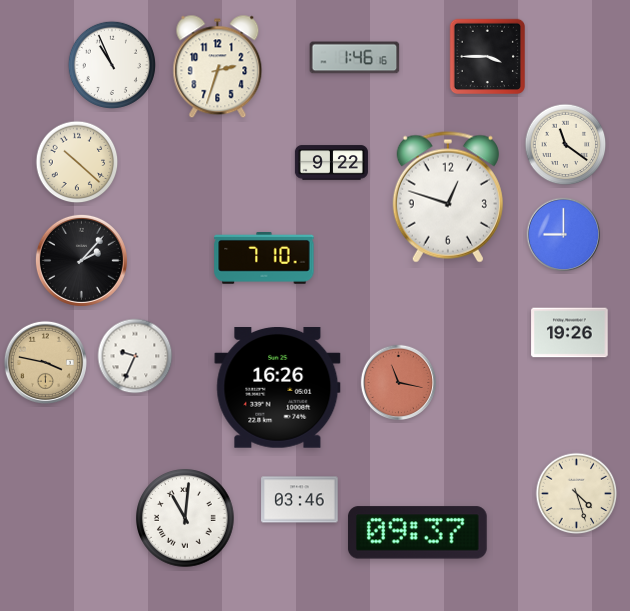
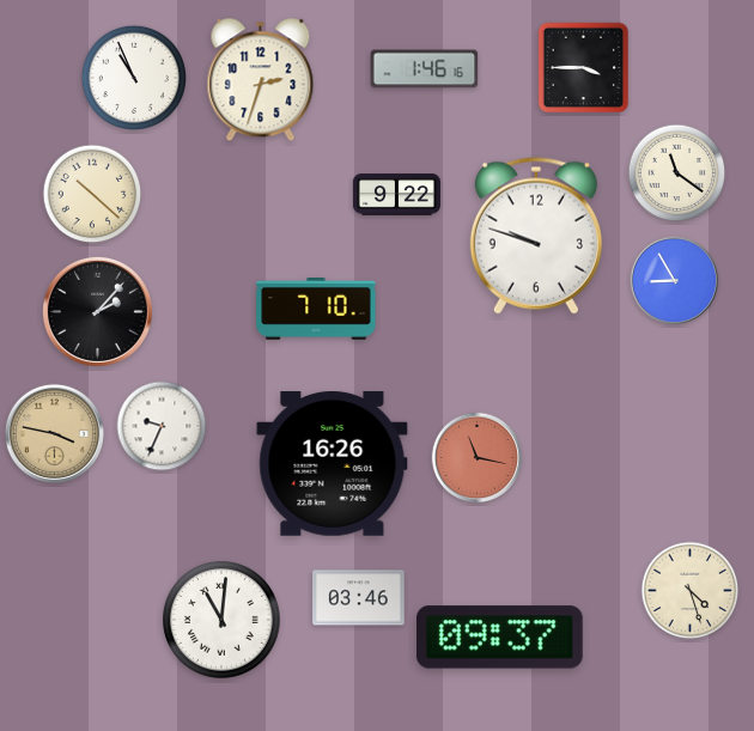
clock at (448, 197): 12:48 -> 9:48
clock at (564, 235): 9:00 -> 8:55
clock at (570, 333): 19:26 -> none
